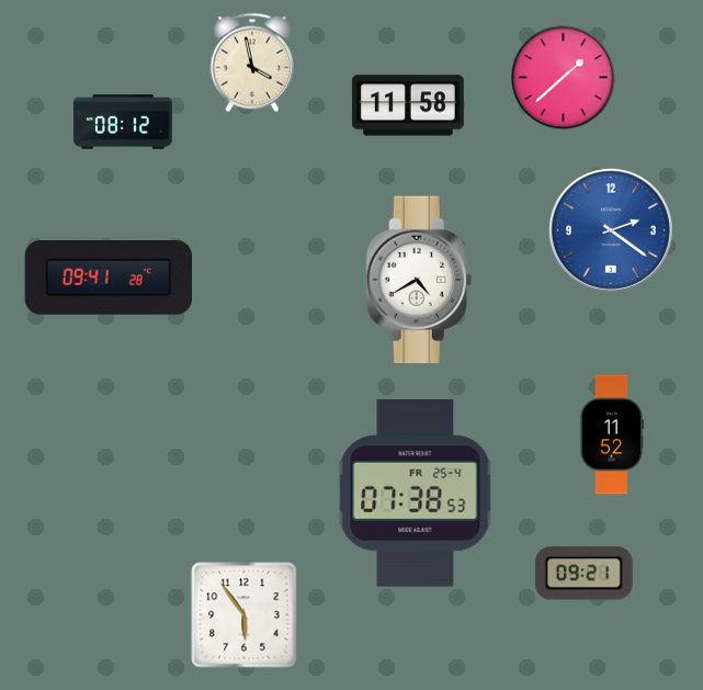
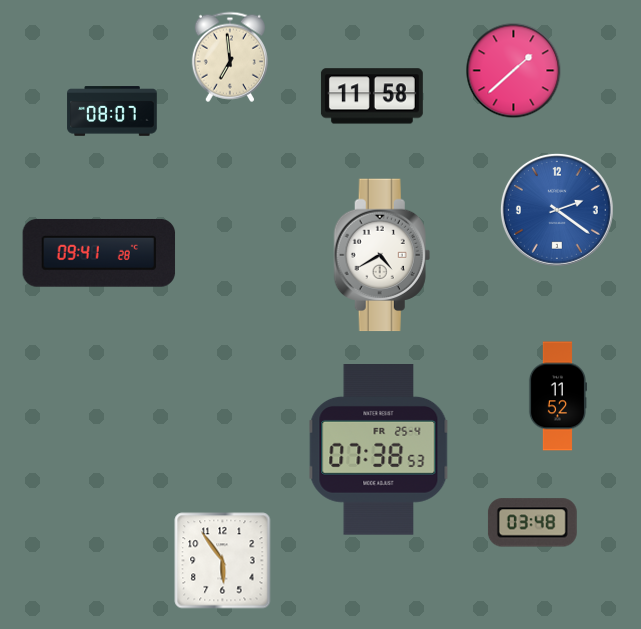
clock at (252, 63): 3:58 -> 6:59
clock at (123, 122): 08:12 -> 08:07
clock at (583, 574): 09:21 -> 03:48
